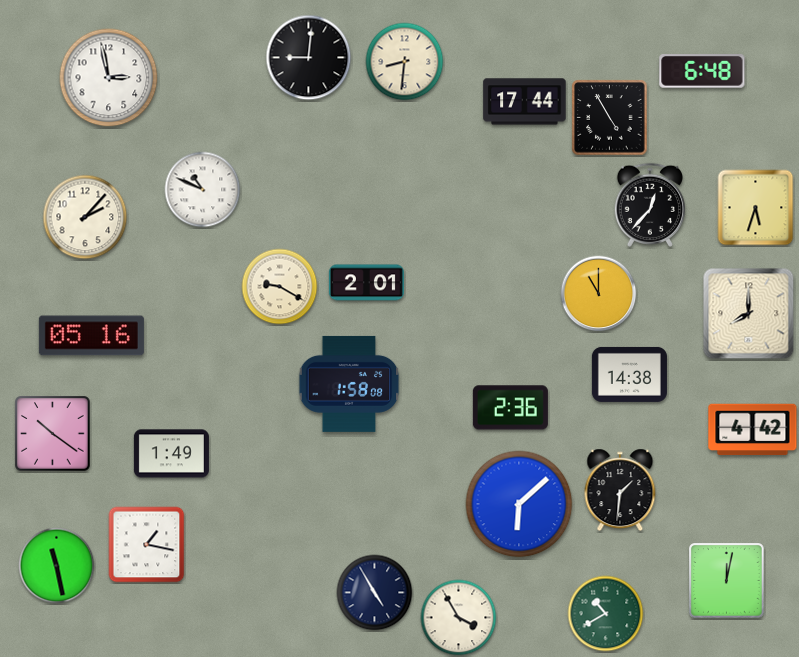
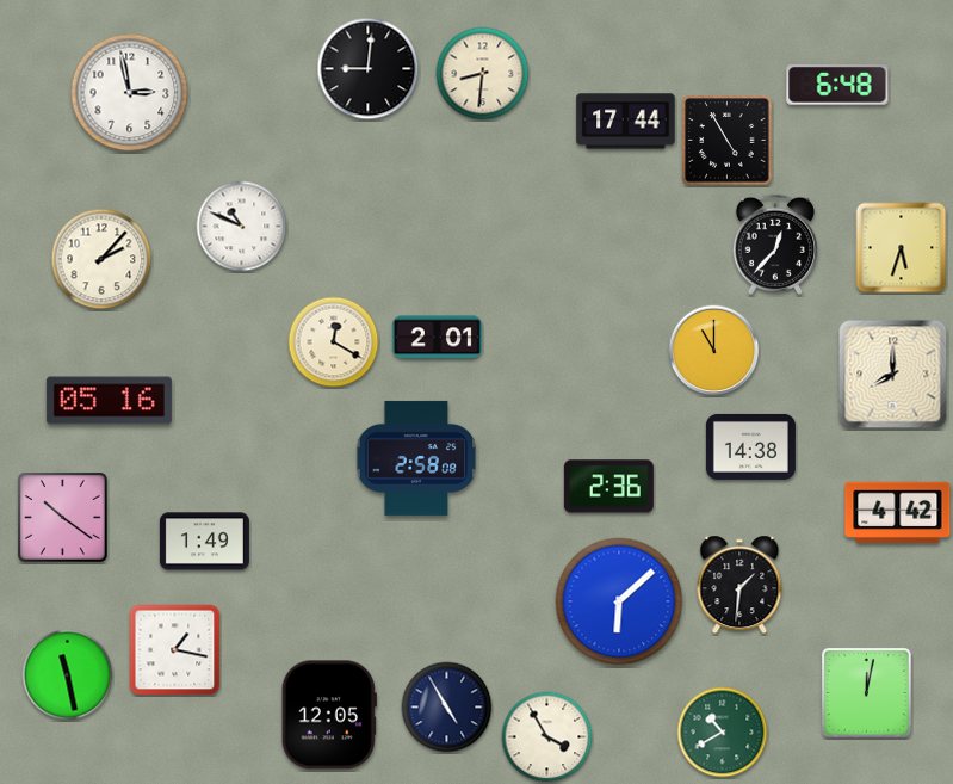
clock at (280, 287): 9:20 -> 12:20
clock at (349, 384): 1:58 -> 2:58
clock at (329, 715): none -> 12:05
